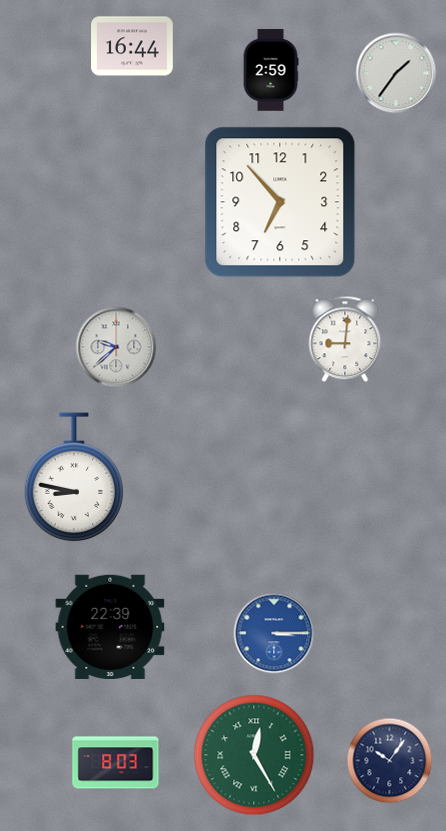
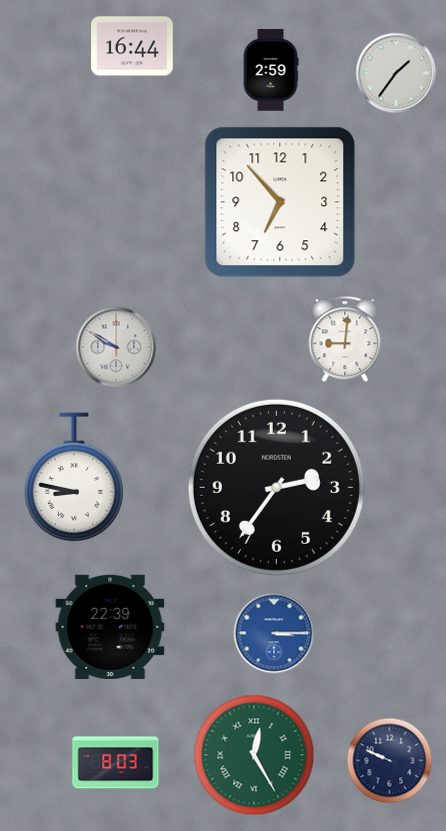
clock at (116, 347): 9:38 -> 9:50
clock at (276, 487): none -> 2:36
clock at (390, 761): 10:06 -> 9:49
